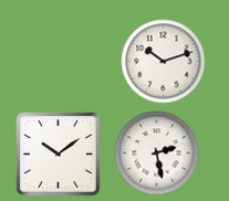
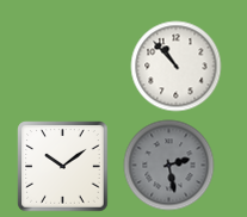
clock at (164, 62): 10:12 -> 10:53
clock at (157, 154) dial: white -> grey
